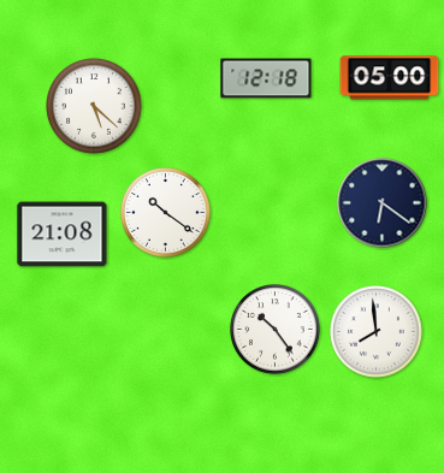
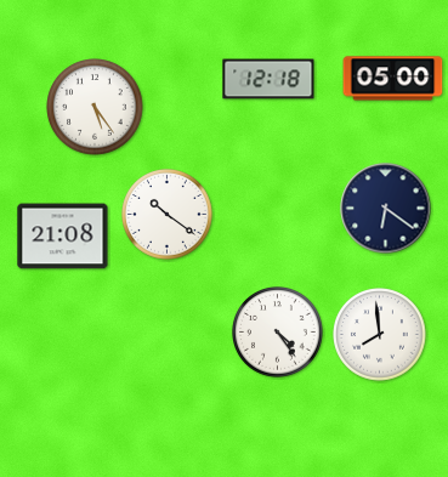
clock at (94, 106): 5:22 -> 5:24
clock at (383, 203) position: (383, 203) -> (386, 209)
clock at (276, 330): 10:24 -> 4:24
